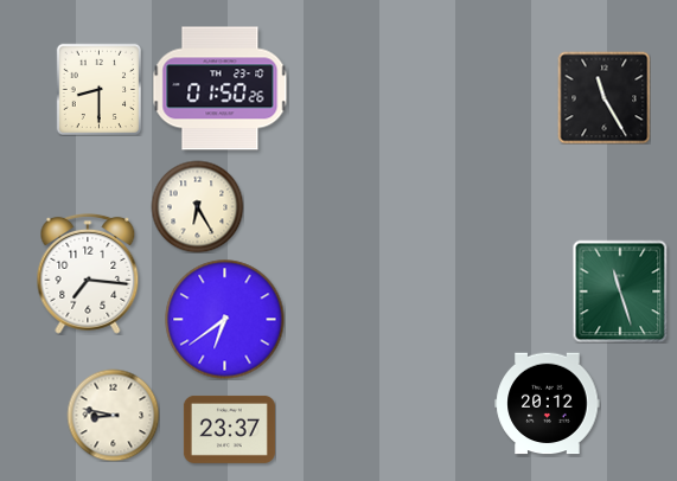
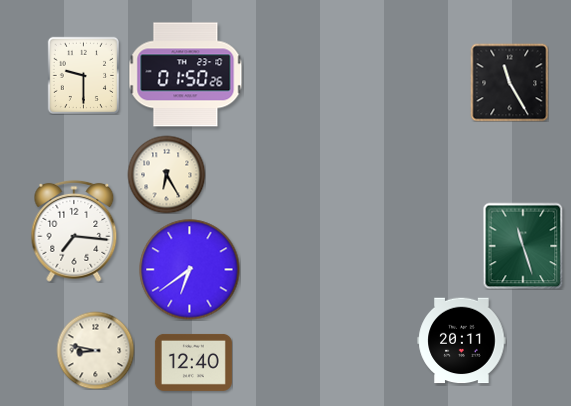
clock at (98, 89): 8:30 -> 9:30
clock at (548, 404): 20:12 -> 20:11
clock at (229, 429): 23:37 -> 12:40
